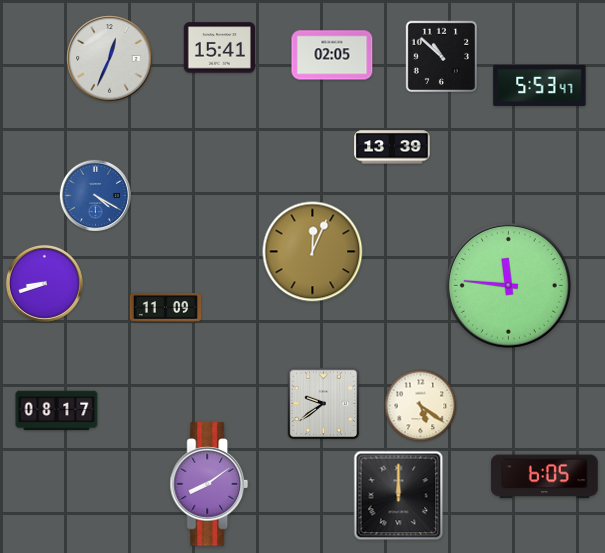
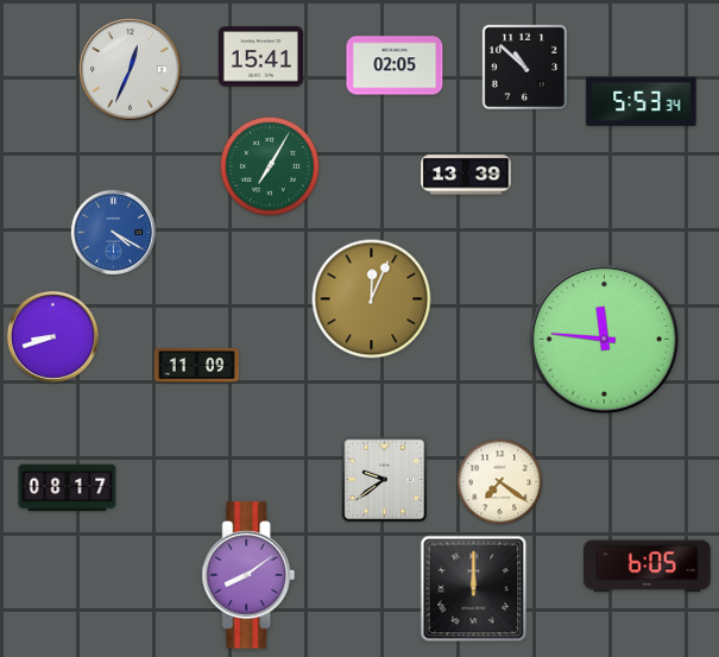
clock at (540, 85): 5:53:47 -> 5:53:34
clock at (271, 168): none -> 7:05
clock at (421, 406): 5:21 -> 7:21
